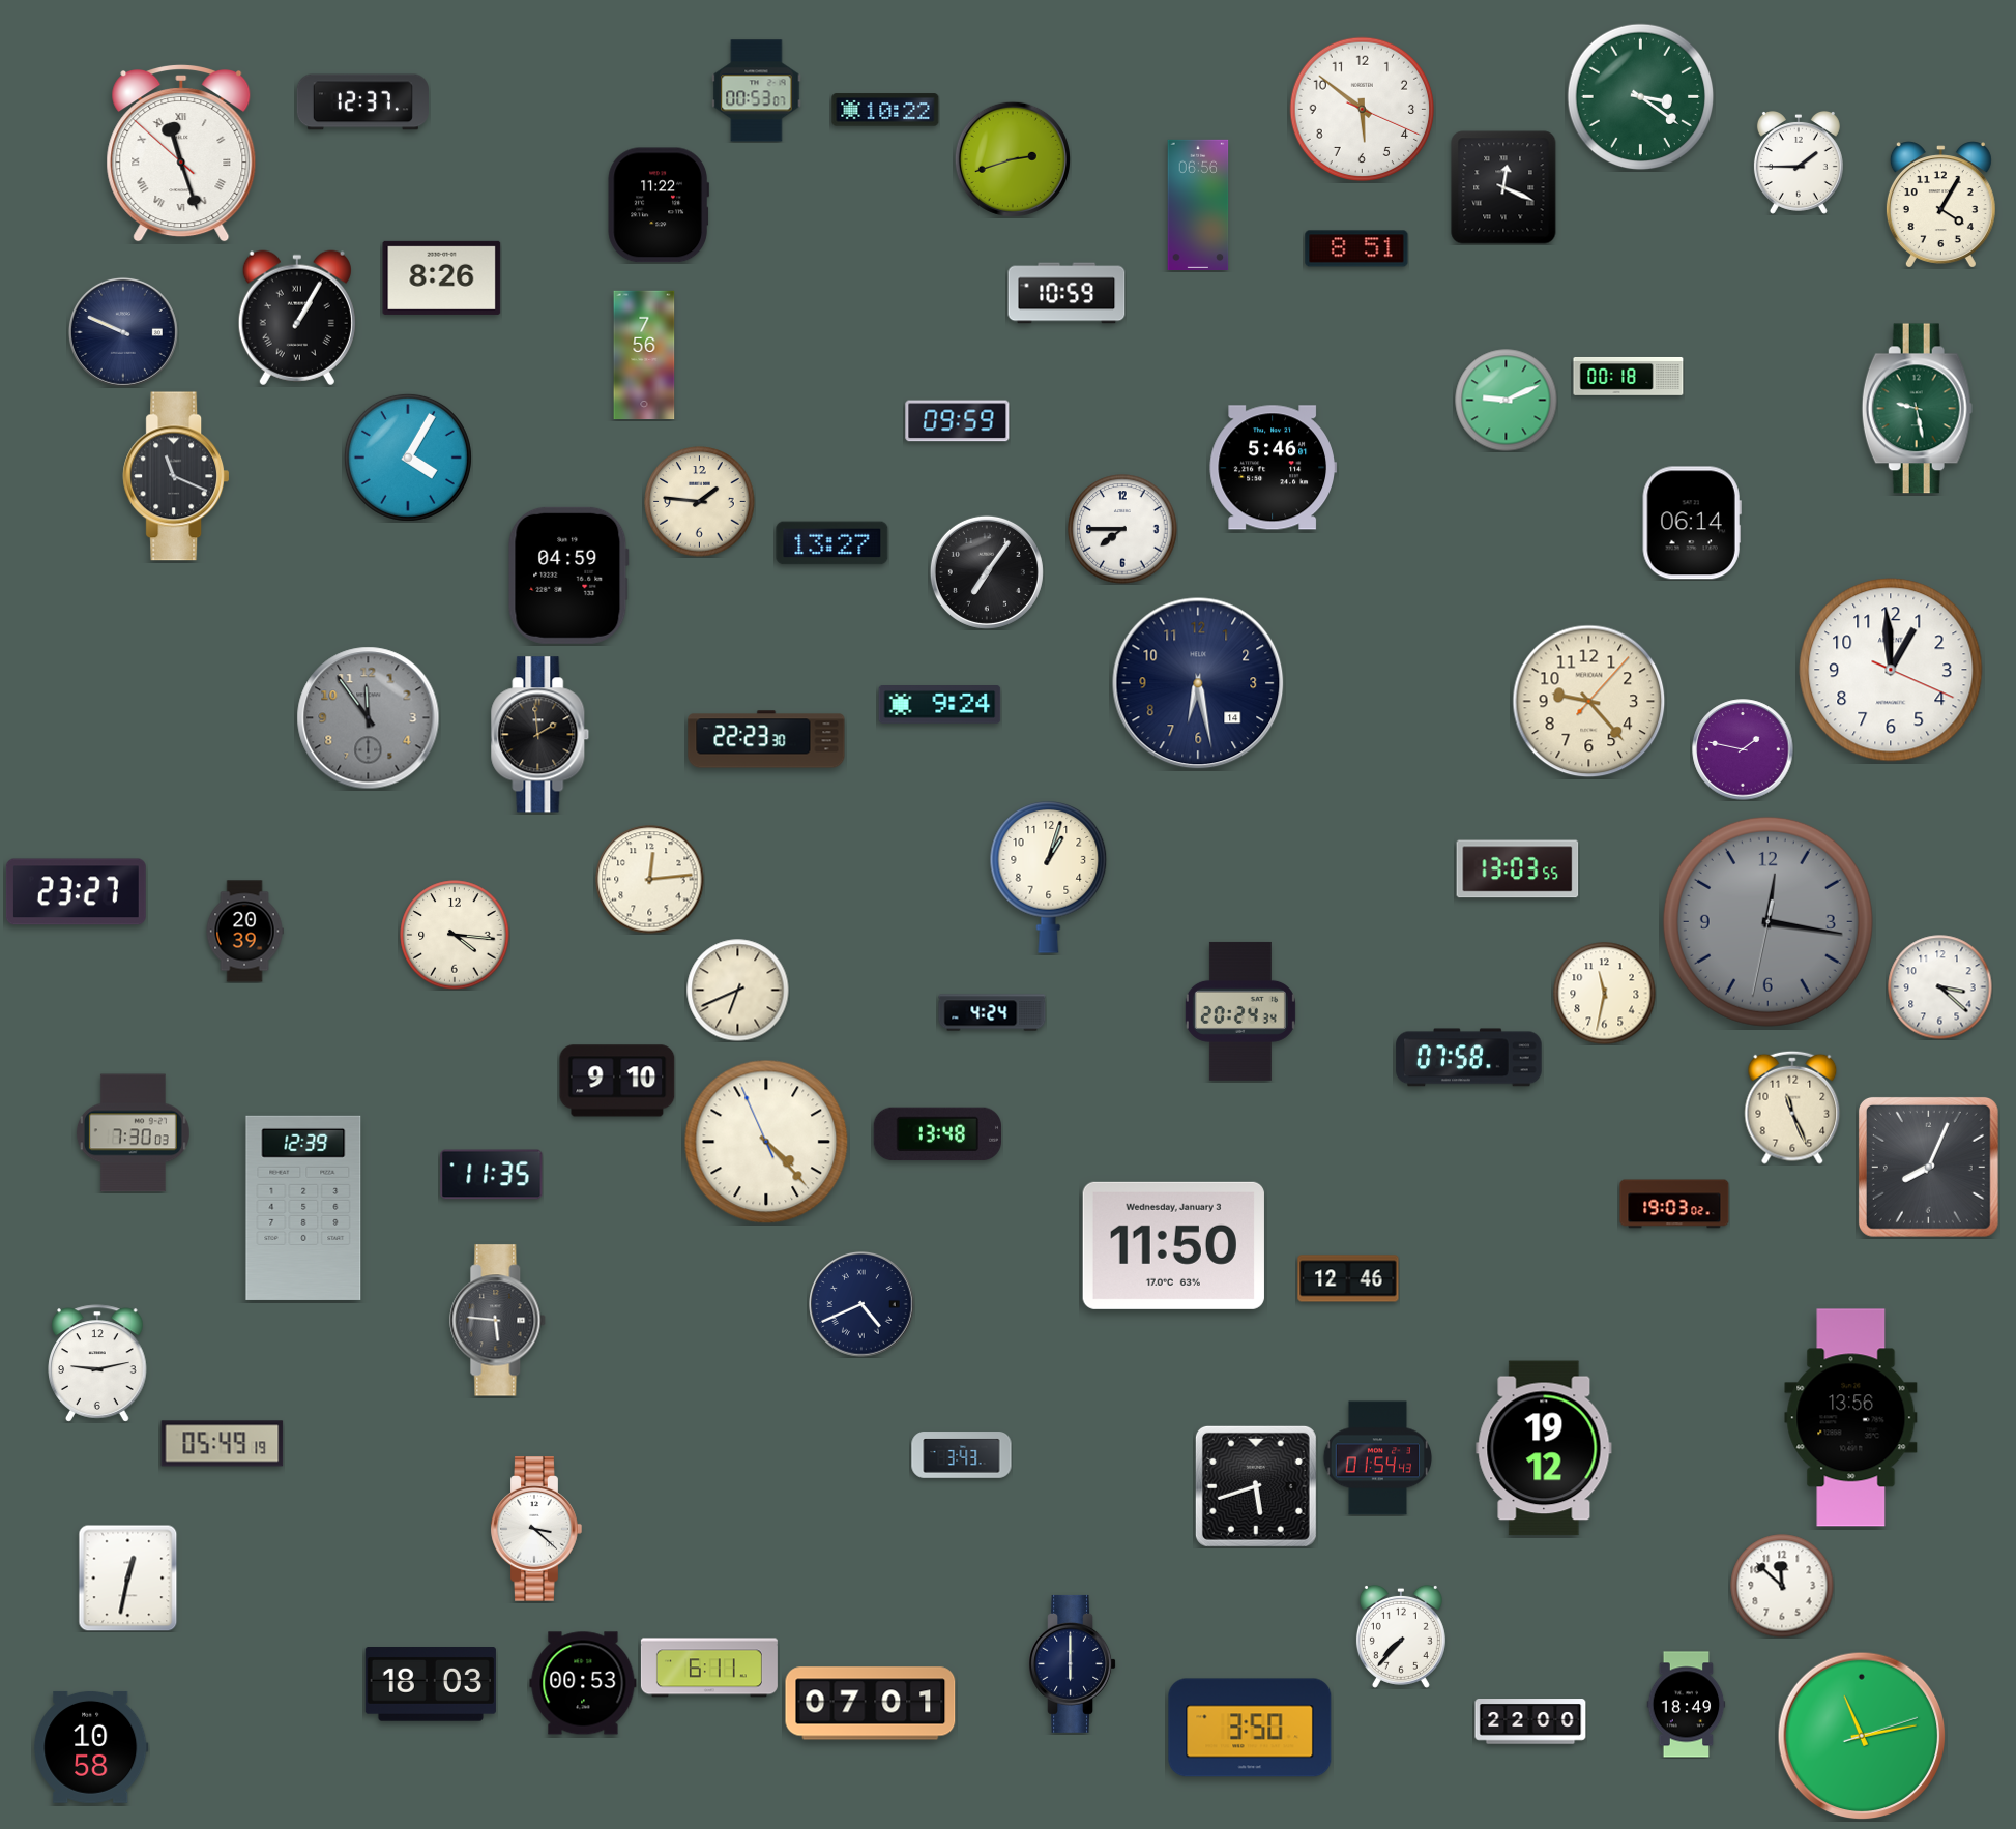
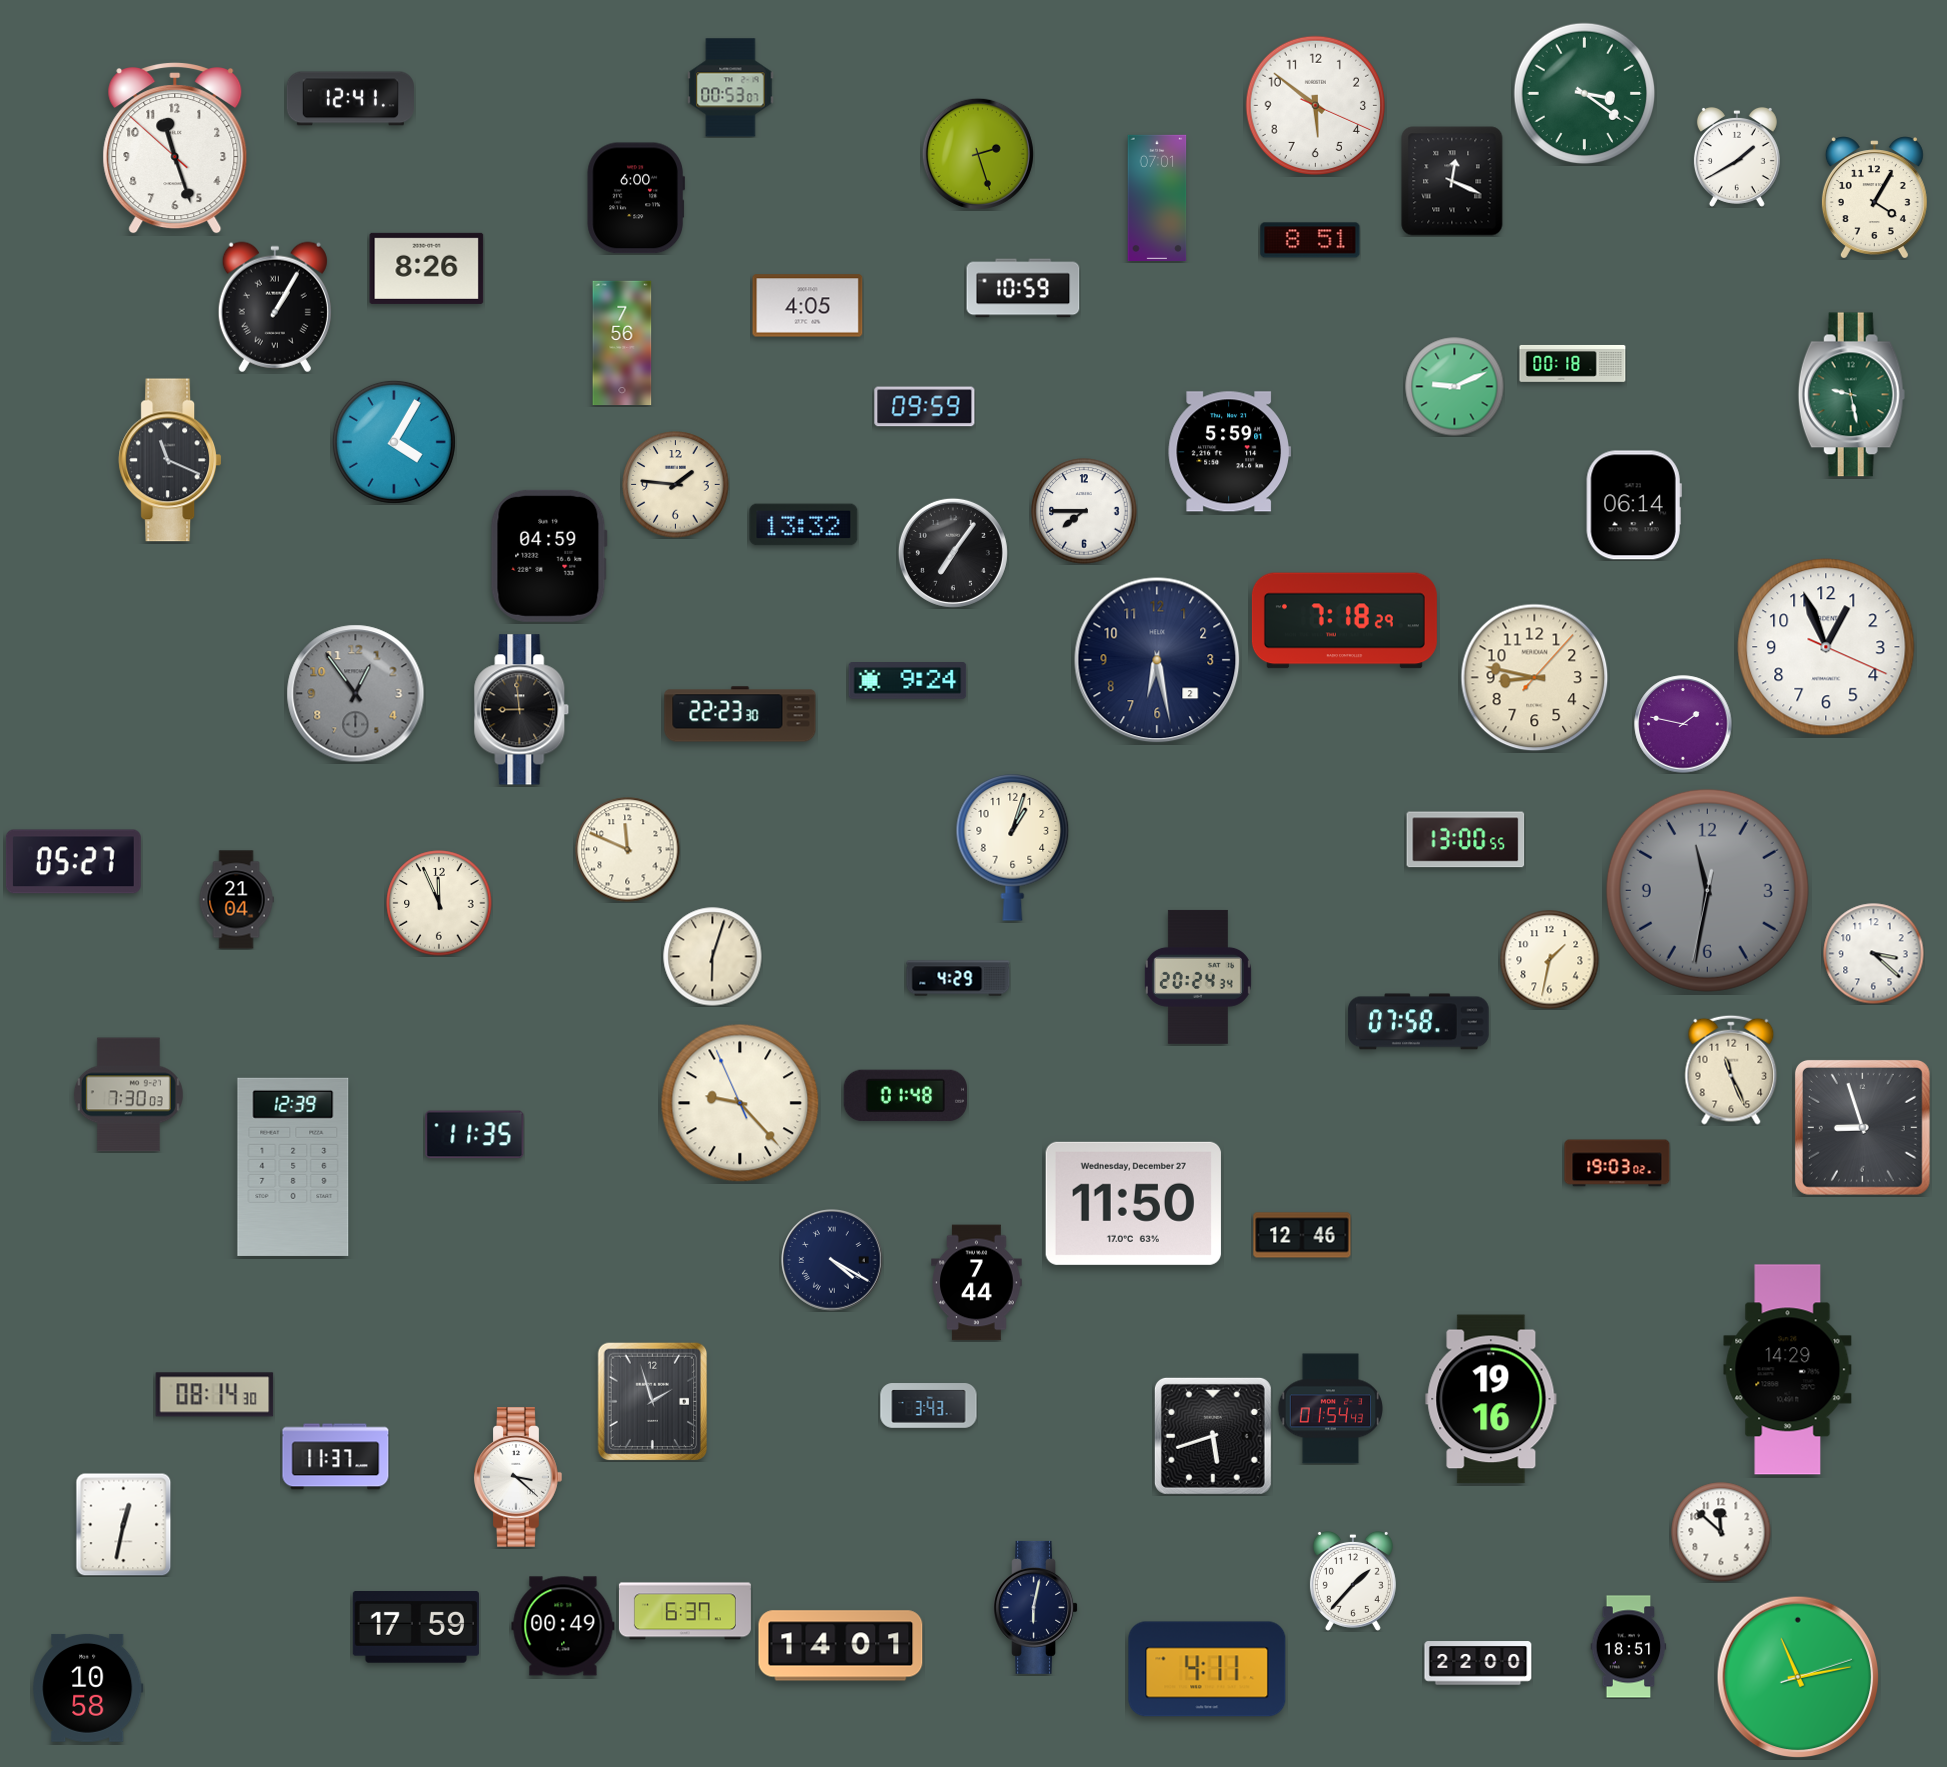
clock at (362, 102): 12:37 -> 12:41
clock at (885, 110): 10:22 -> none
clock at (181, 154) numerals: Roman -> Arabic
clock at (1013, 159): 2:42 -> 2:27
clock at (1799, 163): 1:45 -> 1:40
clock at (1198, 204): 06:56 -> 07:01
clock at (659, 205): 11:22 -> 6:00
clock at (1067, 293) position: (1067, 293) -> (1023, 288)
clock at (808, 306): none -> 4:05
clock at (297, 318) position: (297, 318) -> (275, 307)
clock at (123, 332): 9:49 -> none
clock at (1273, 468): 5:46 -> 5:59
clock at (832, 543): 13:27 -> 13:32
clock at (1344, 621): none -> 7:18
clock at (1891, 670): 12:59 -> 12:56
clock at (1198, 683) date: 14 -> 2
clock at (1589, 702): 9:23 -> 8:47
clock at (369, 718): 11:54 -> 12:54
clock at (540, 735): 1:59 -> 8:59
clock at (1518, 869): 13:03 -> 13:00
clock at (650, 880): 12:14 -> 11:49
clock at (76, 892): 23:27 -> 05:27
clock at (1767, 921): 12:16 -> 11:31
clock at (244, 932): 20:39 -> 21:04
clock at (455, 935): 4:16 -> 11:56
clock at (738, 991): 6:41 -> 6:03
clock at (1605, 994): 11:32 -> 1:32
clock at (992, 1012): 4:24 -> 4:29
clock at (617, 1081): 9:10 -> none
clock at (937, 1134): 13:48 -> 01:48
clock at (766, 1142): 4:22 -> 9:22
clock at (1928, 1167): 8:04 -> 8:57
clock at (1173, 1245) date: Wednesday, January 3 -> Wednesday, December 27
clock at (861, 1304): 4:41 -> 4:20
clock at (498, 1321): 5:46 -> none
clock at (977, 1283): none -> 7:44
clock at (97, 1363): 9:13 -> none
clock at (1851, 1418): 13:56 -> 14:29
clock at (223, 1444): 05:49 -> 08:14
clock at (1544, 1448): 19:12 -> 19:16
clock at (653, 1401): none -> 1:57
clock at (336, 1457): none -> 11:37
clock at (1401, 1636): 7:37 -> 1:37
clock at (1073, 1663): 6:00 -> 6:02
clock at (709, 1668): 6:11 -> 6:37
clock at (583, 1683): 00:53 -> 00:49
clock at (431, 1684): 18:03 -> 17:59
clock at (871, 1704): 07:01 -> 14:01
clock at (1687, 1705): 18:49 -> 18:51
clock at (1250, 1728): 3:50 -> 4:11
